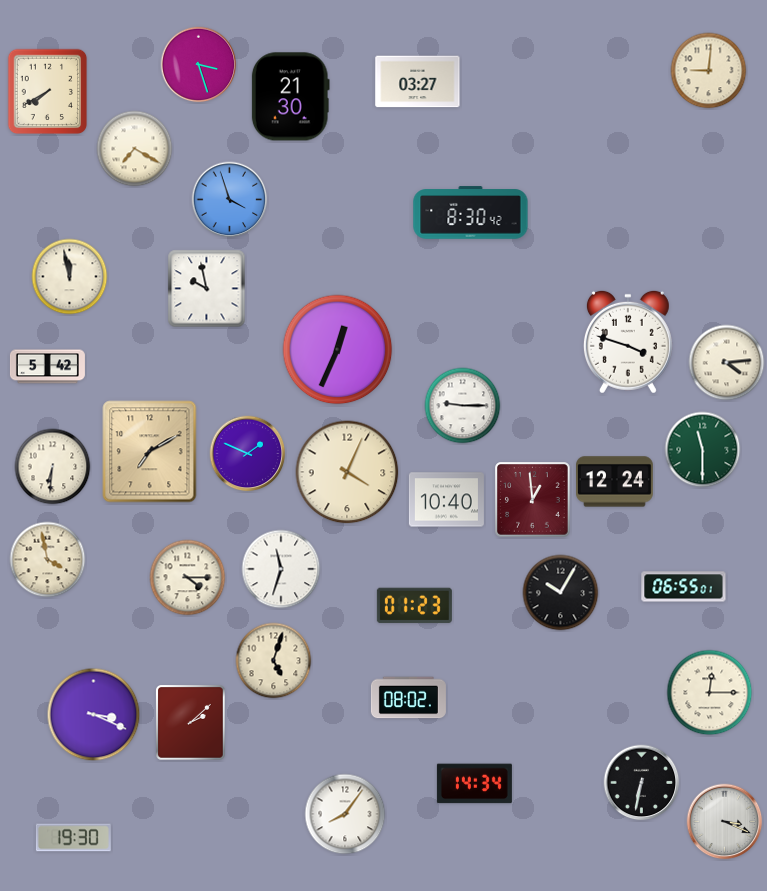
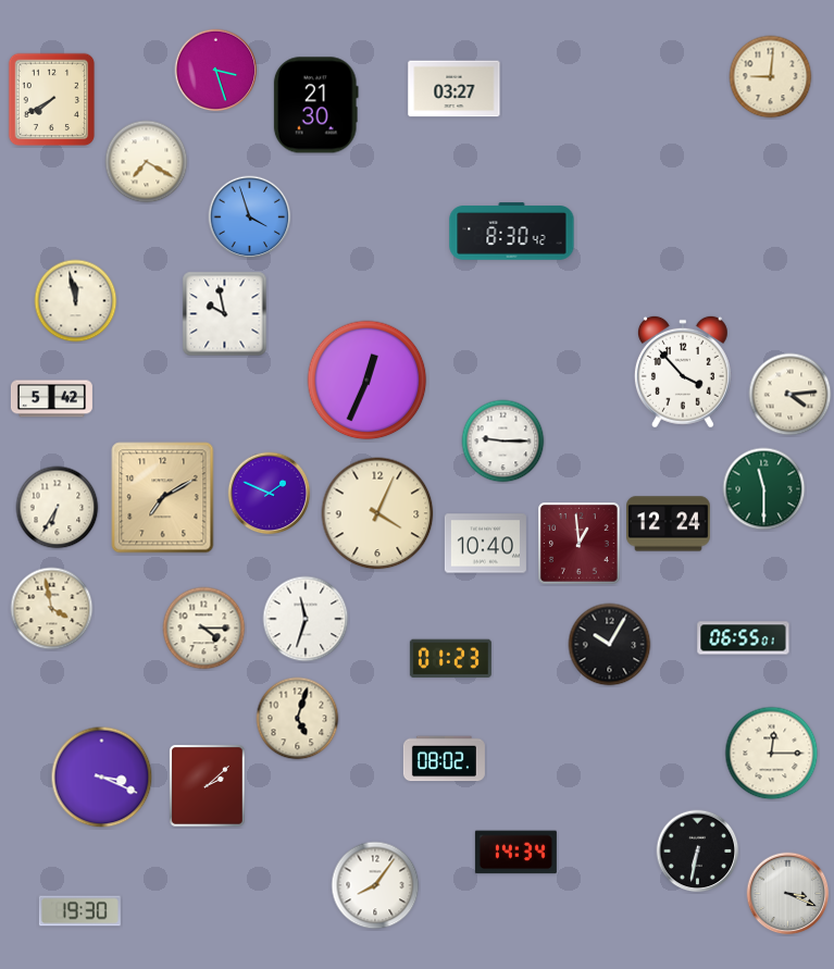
clock at (628, 342): 3:48 -> 3:53
clock at (150, 452) position: (150, 452) -> (163, 498)
clock at (53, 467): 6:31 -> 6:35
